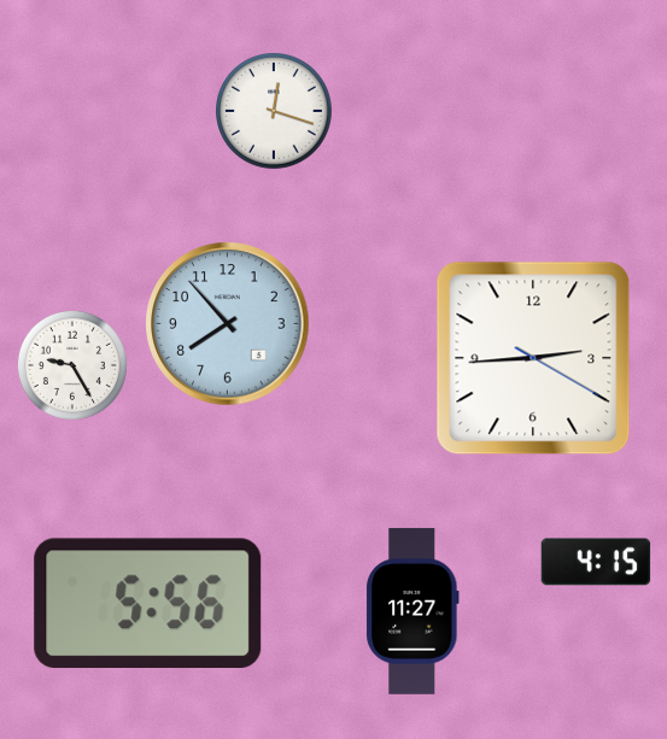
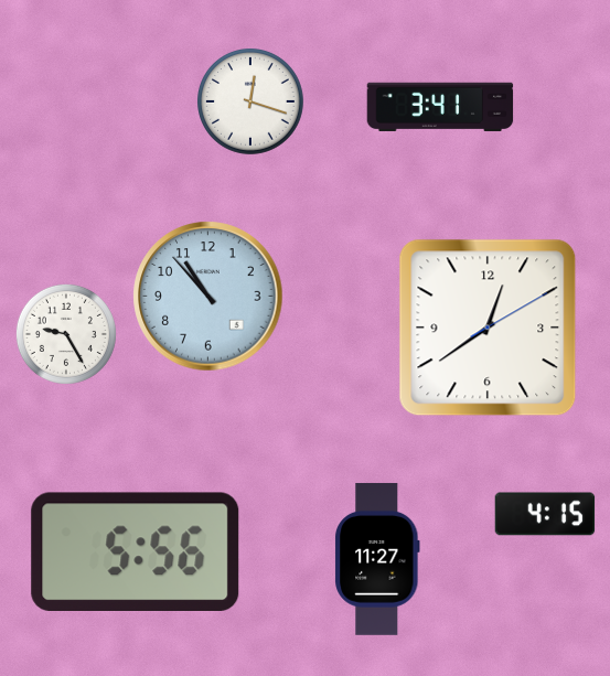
clock at (440, 107): none -> 3:41
clock at (228, 324): 7:53 -> 10:53
clock at (533, 358): 2:44 -> 12:39
